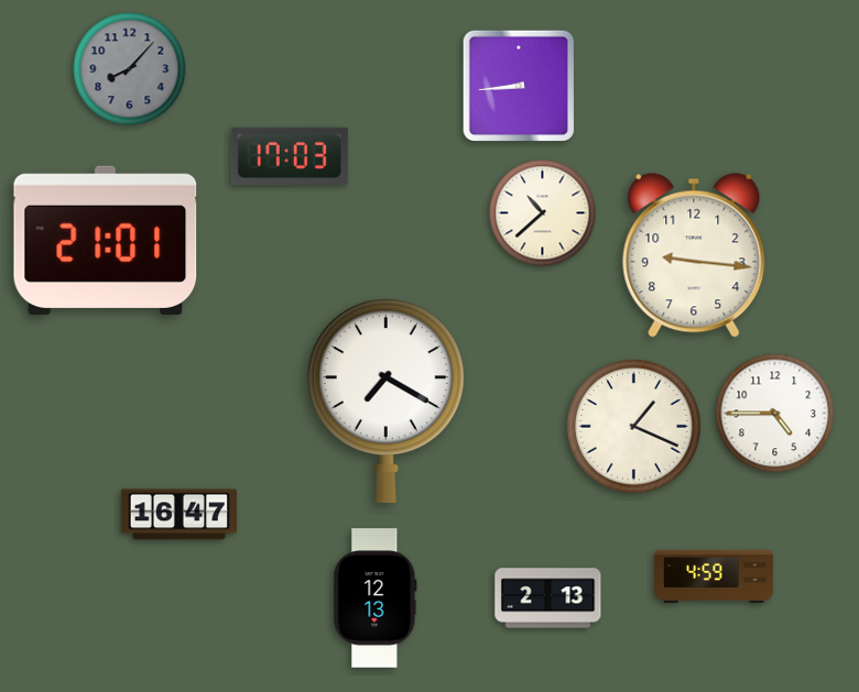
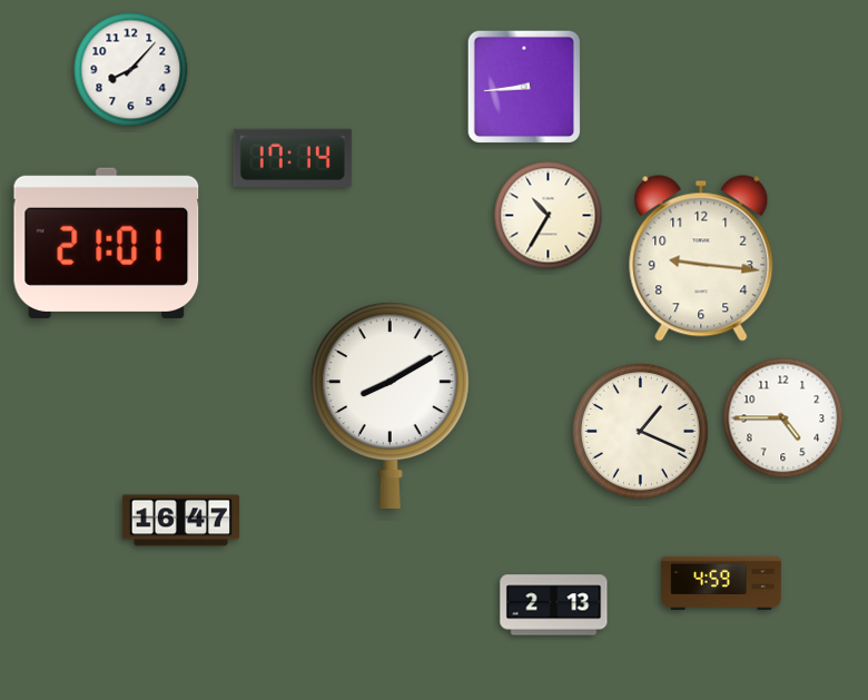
clock at (130, 69) dial: grey -> white
clock at (290, 156): 17:03 -> 17:14
clock at (543, 213): 10:38 -> 10:35
clock at (385, 400): 7:20 -> 8:10
clock at (376, 598): 12:13 -> none
